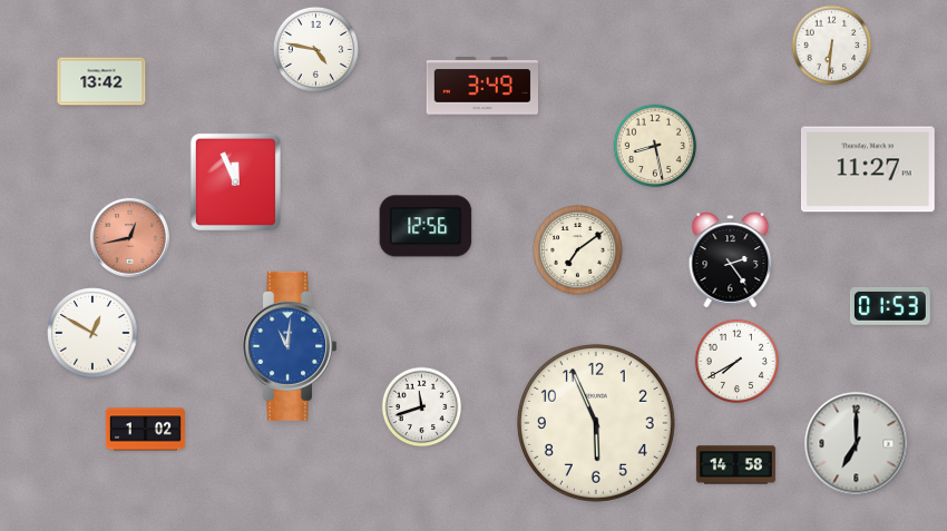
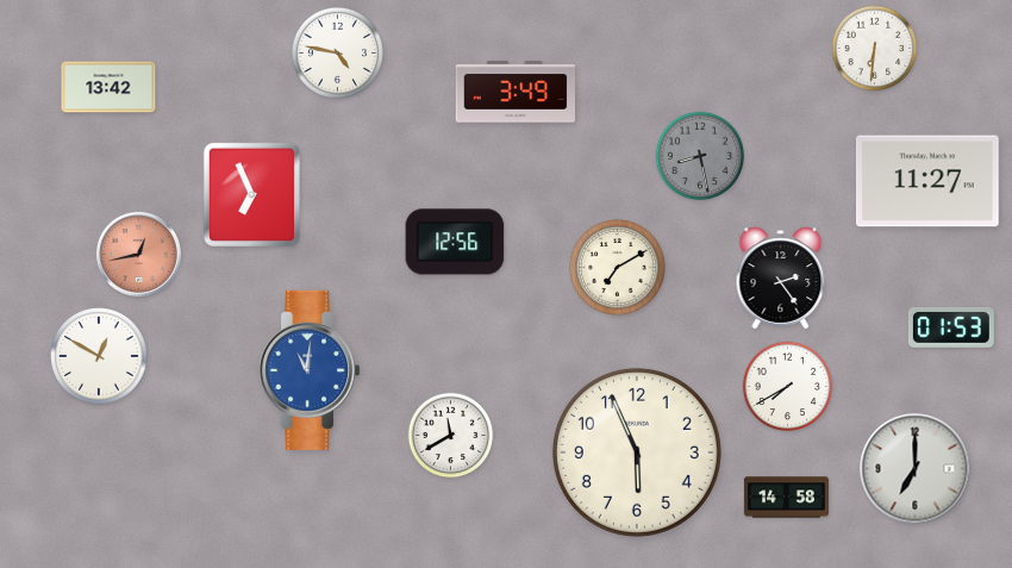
clock at (832, 46) position: (832, 46) -> (875, 49)
clock at (655, 146) dial: cream -> grey
clock at (235, 181): 11:56 -> 6:56
clock at (578, 250): 7:09 -> 7:10
clock at (422, 407): 11:42 -> 11:40
clock at (145, 430): 1:02 -> none
clock at (857, 444) position: (857, 444) -> (916, 469)
